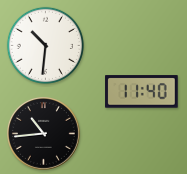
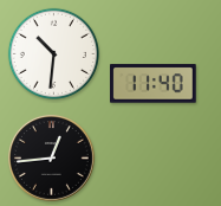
clock at (142, 92) position: (142, 92) -> (154, 84)
clock at (43, 133): 10:44 -> 12:44
